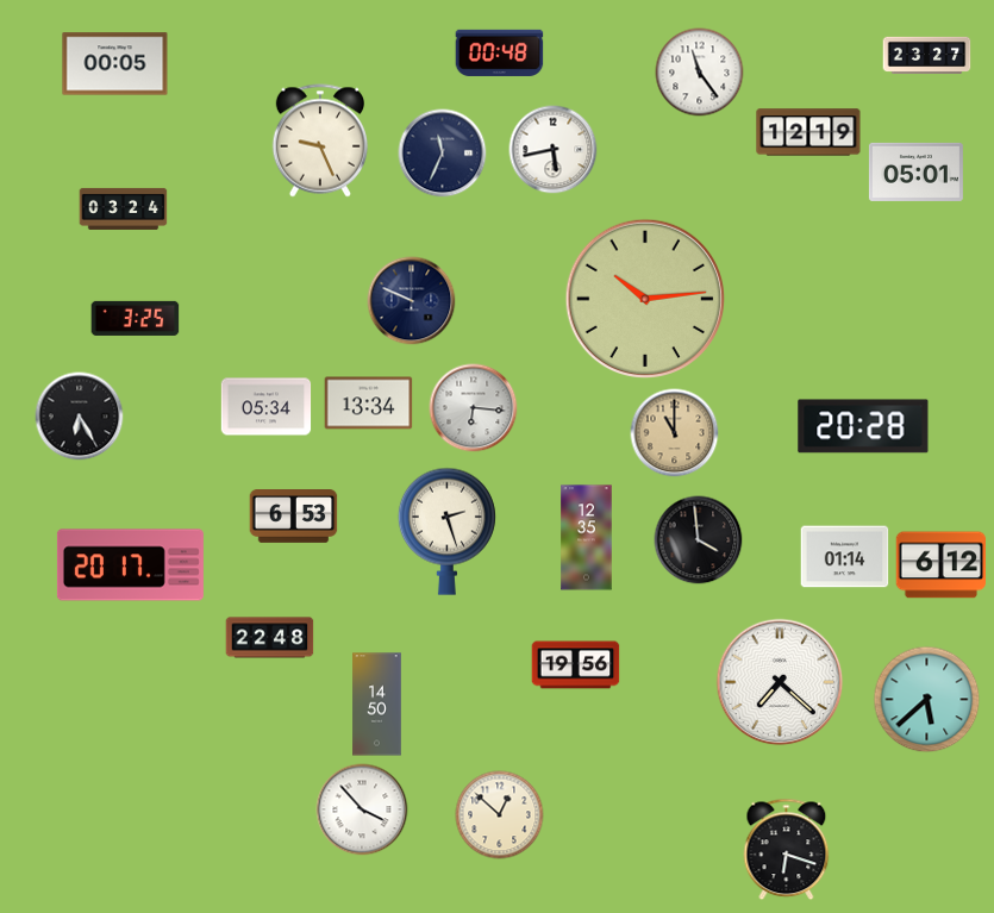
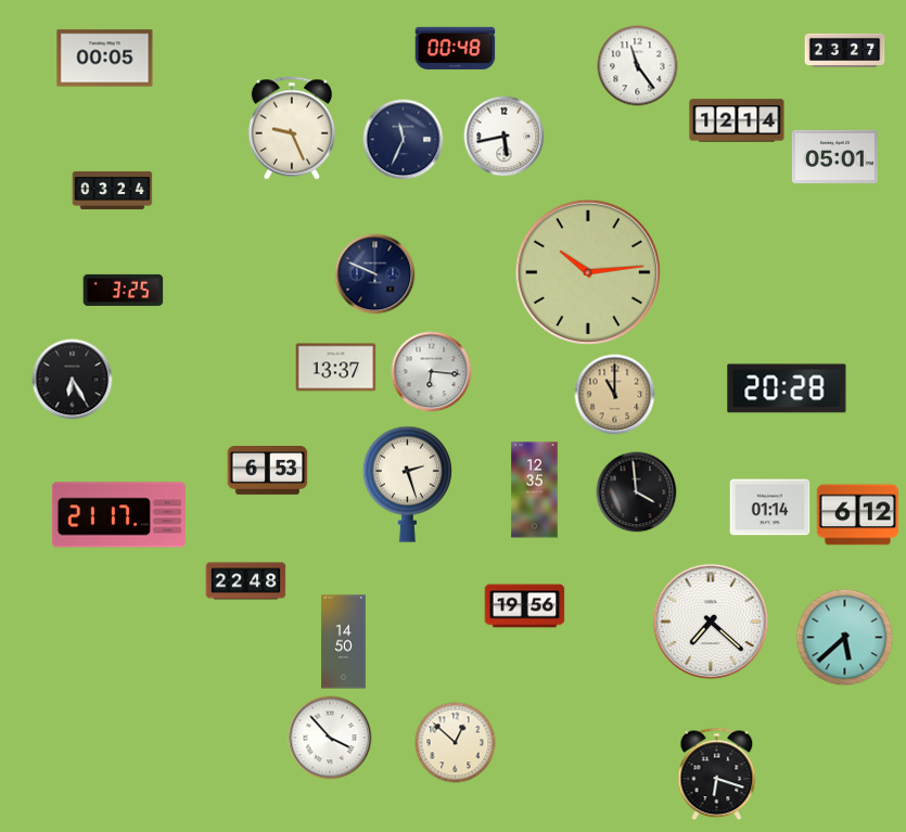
clock at (808, 132): 12:19 -> 12:14
clock at (369, 404): 13:34 -> 13:37
clock at (267, 407): 05:34 -> none
clock at (130, 565): 20:17 -> 21:17
